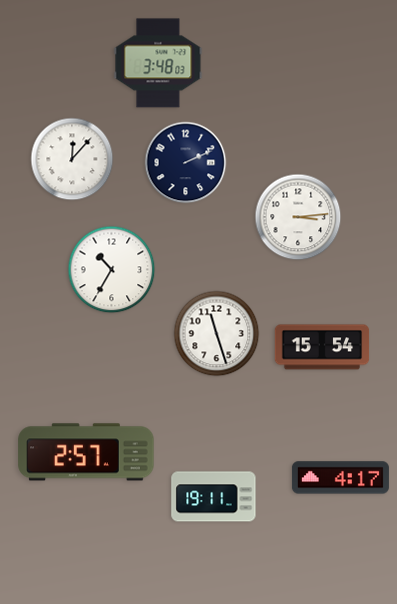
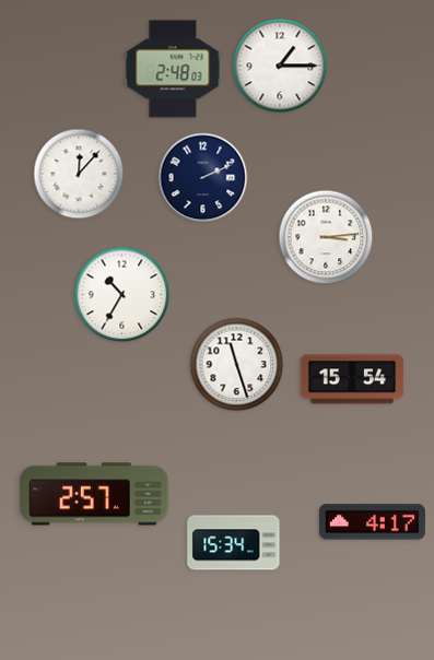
clock at (280, 66): none -> 1:15
clock at (158, 63): 3:48 -> 2:48
clock at (214, 497): 19:11 -> 15:34
